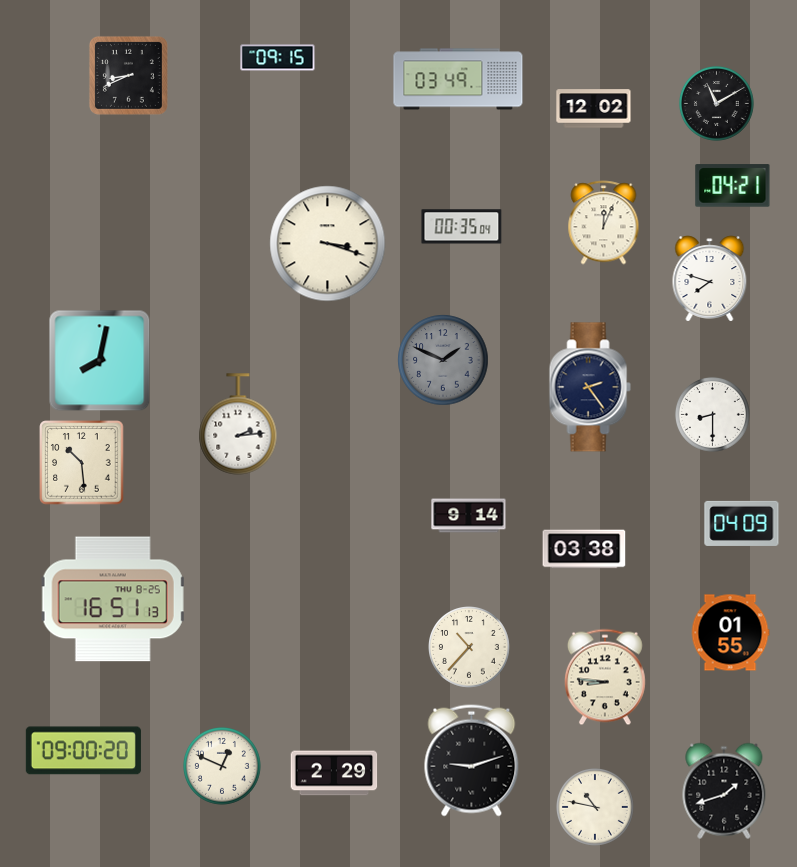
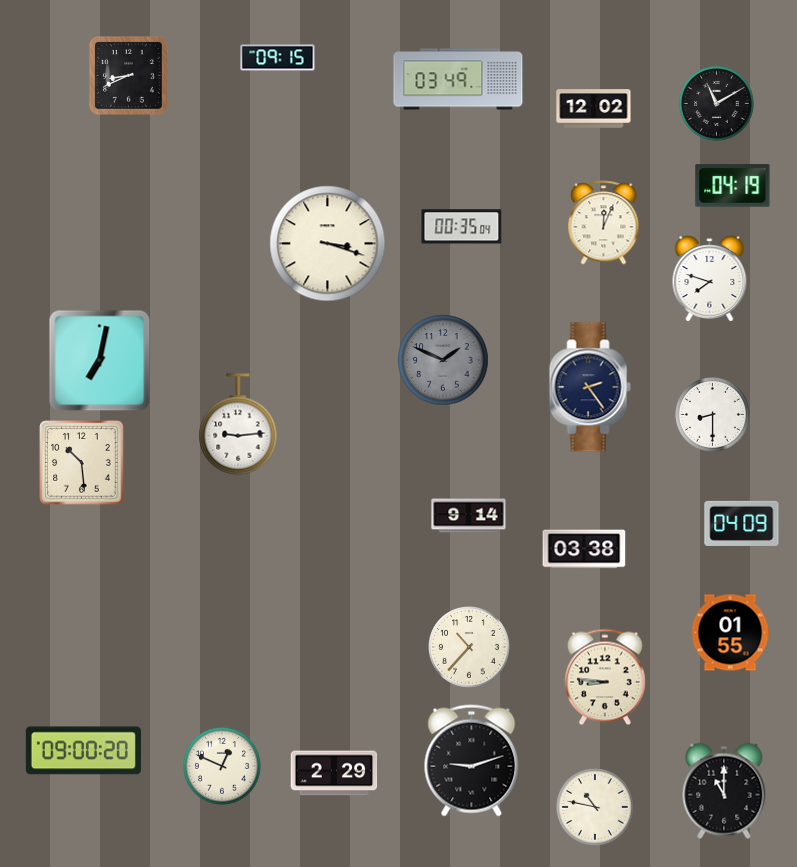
clock at (733, 186): 04:21 -> 04:19
clock at (100, 361): 8:02 -> 7:02
clock at (238, 424): 2:14 -> 9:14
clock at (113, 599): 16:51 -> none
clock at (724, 791): 1:42 -> 11:00
